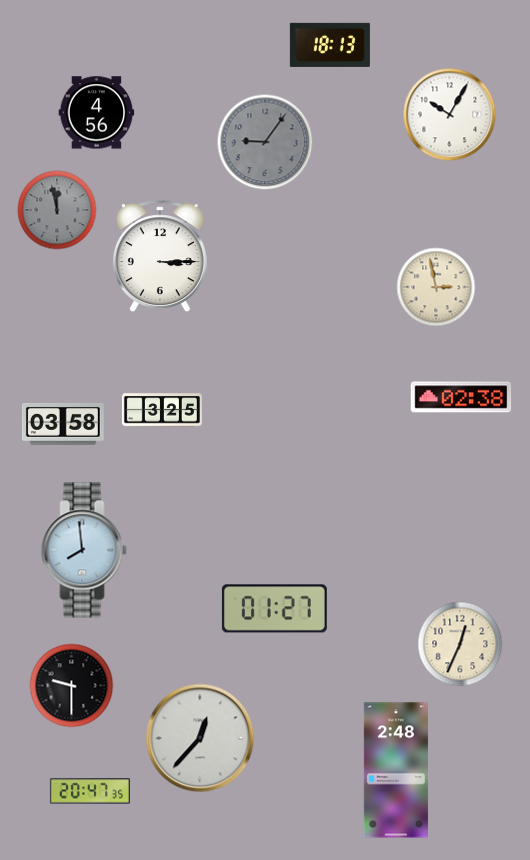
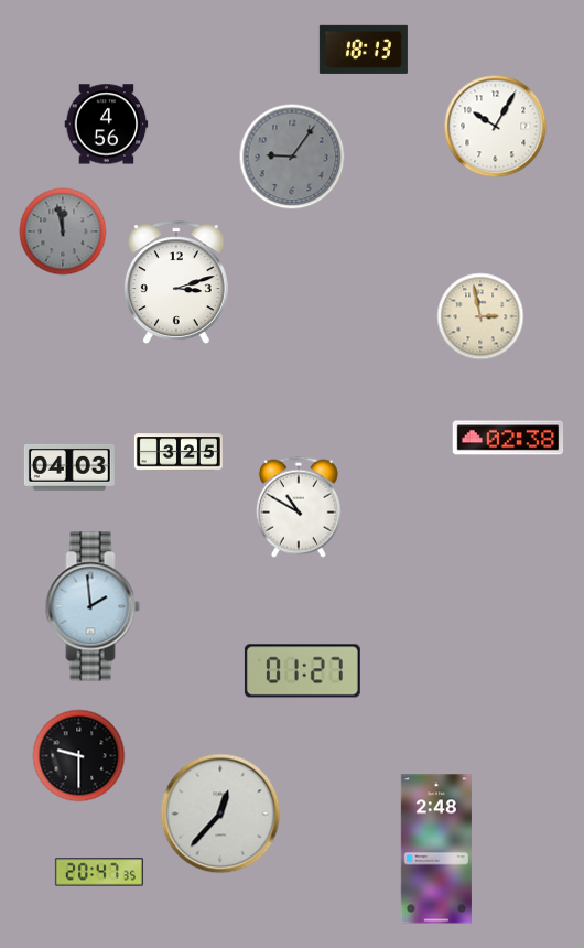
clock at (160, 256): 3:15 -> 3:12
clock at (63, 424): 03:58 -> 04:03
clock at (299, 507): none -> 10:50
clock at (84, 550): 7:59 -> 1:59
clock at (460, 644): 12:34 -> none
